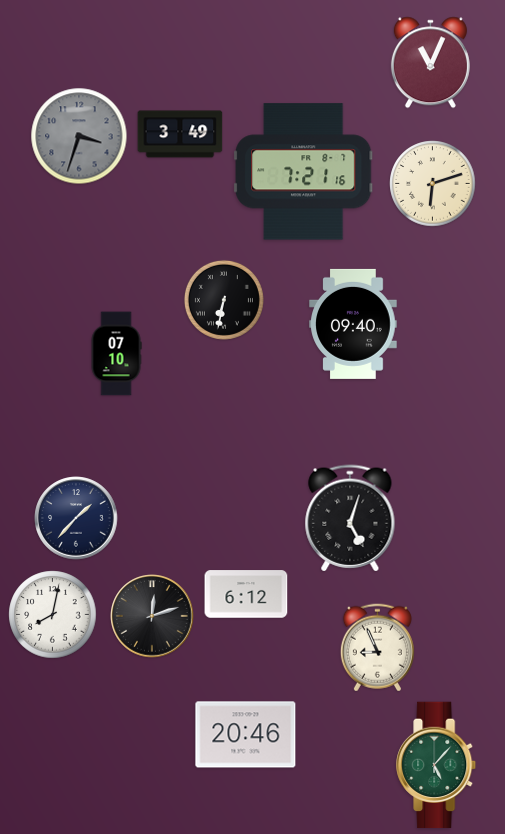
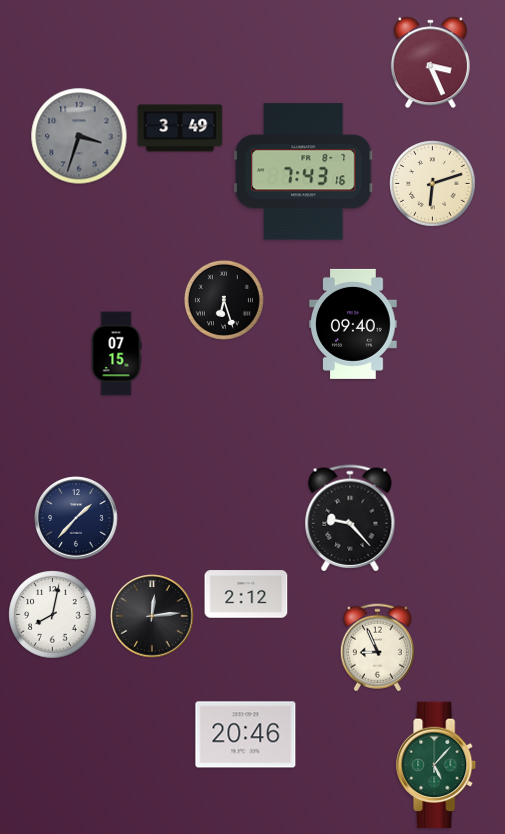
clock at (430, 63): 11:04 -> 3:26
clock at (180, 134) position: (180, 134) -> (180, 128)
clock at (304, 172): 7:21 -> 7:43
clock at (224, 300): 6:32 -> 6:27
clock at (116, 354): 07:10 -> 07:15
clock at (350, 518): 5:03 -> 9:23
clock at (246, 594): 6:12 -> 2:12
clock at (152, 616): 12:12 -> 12:14
